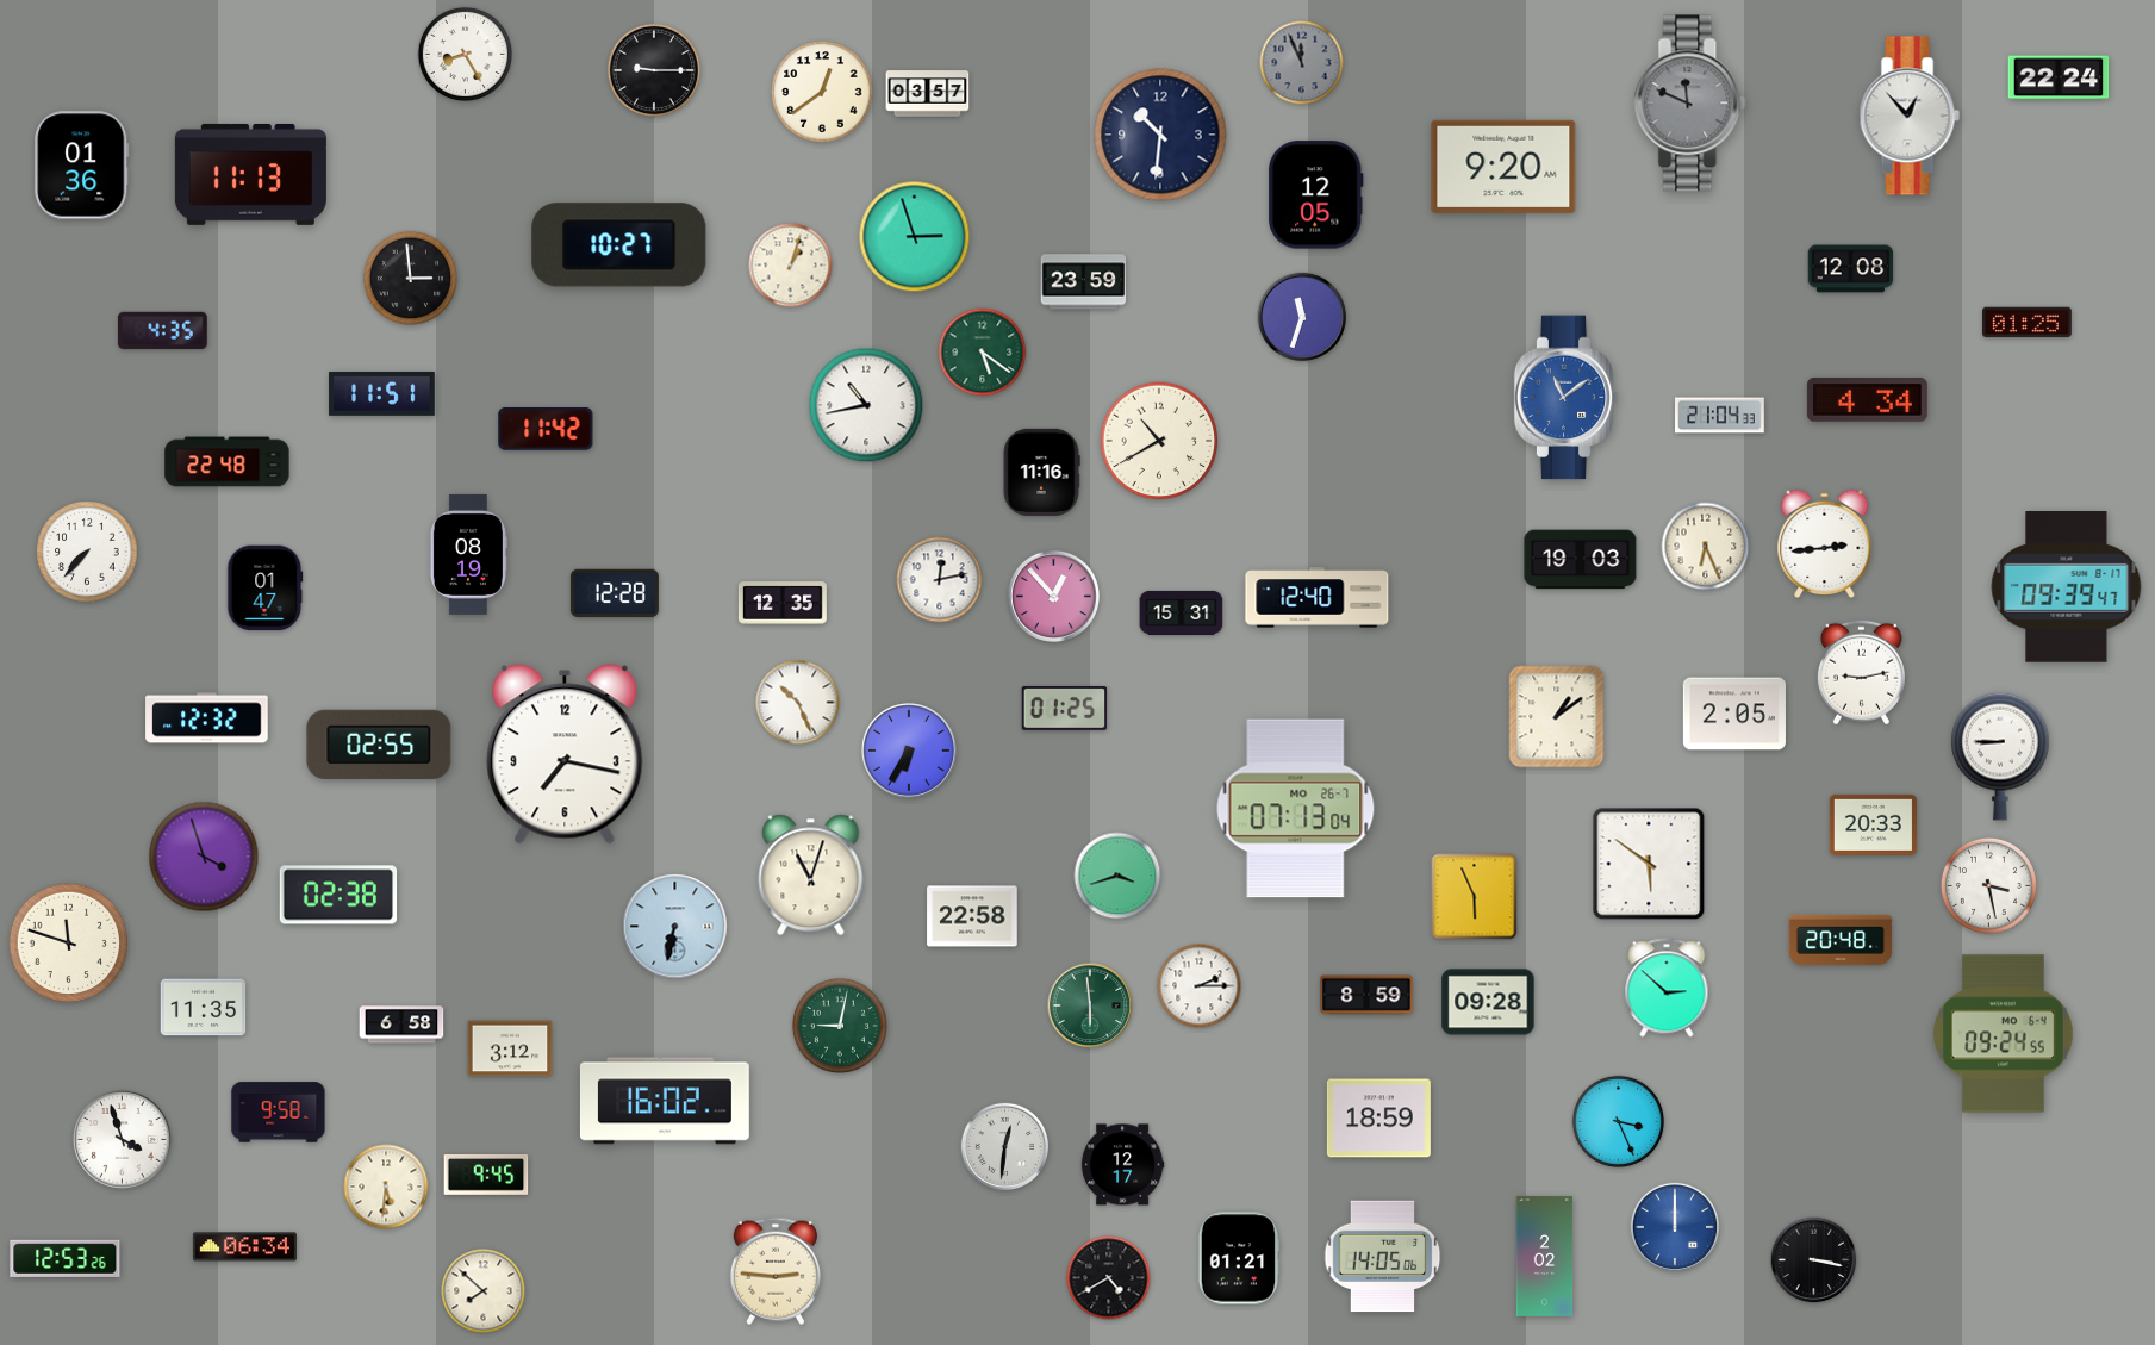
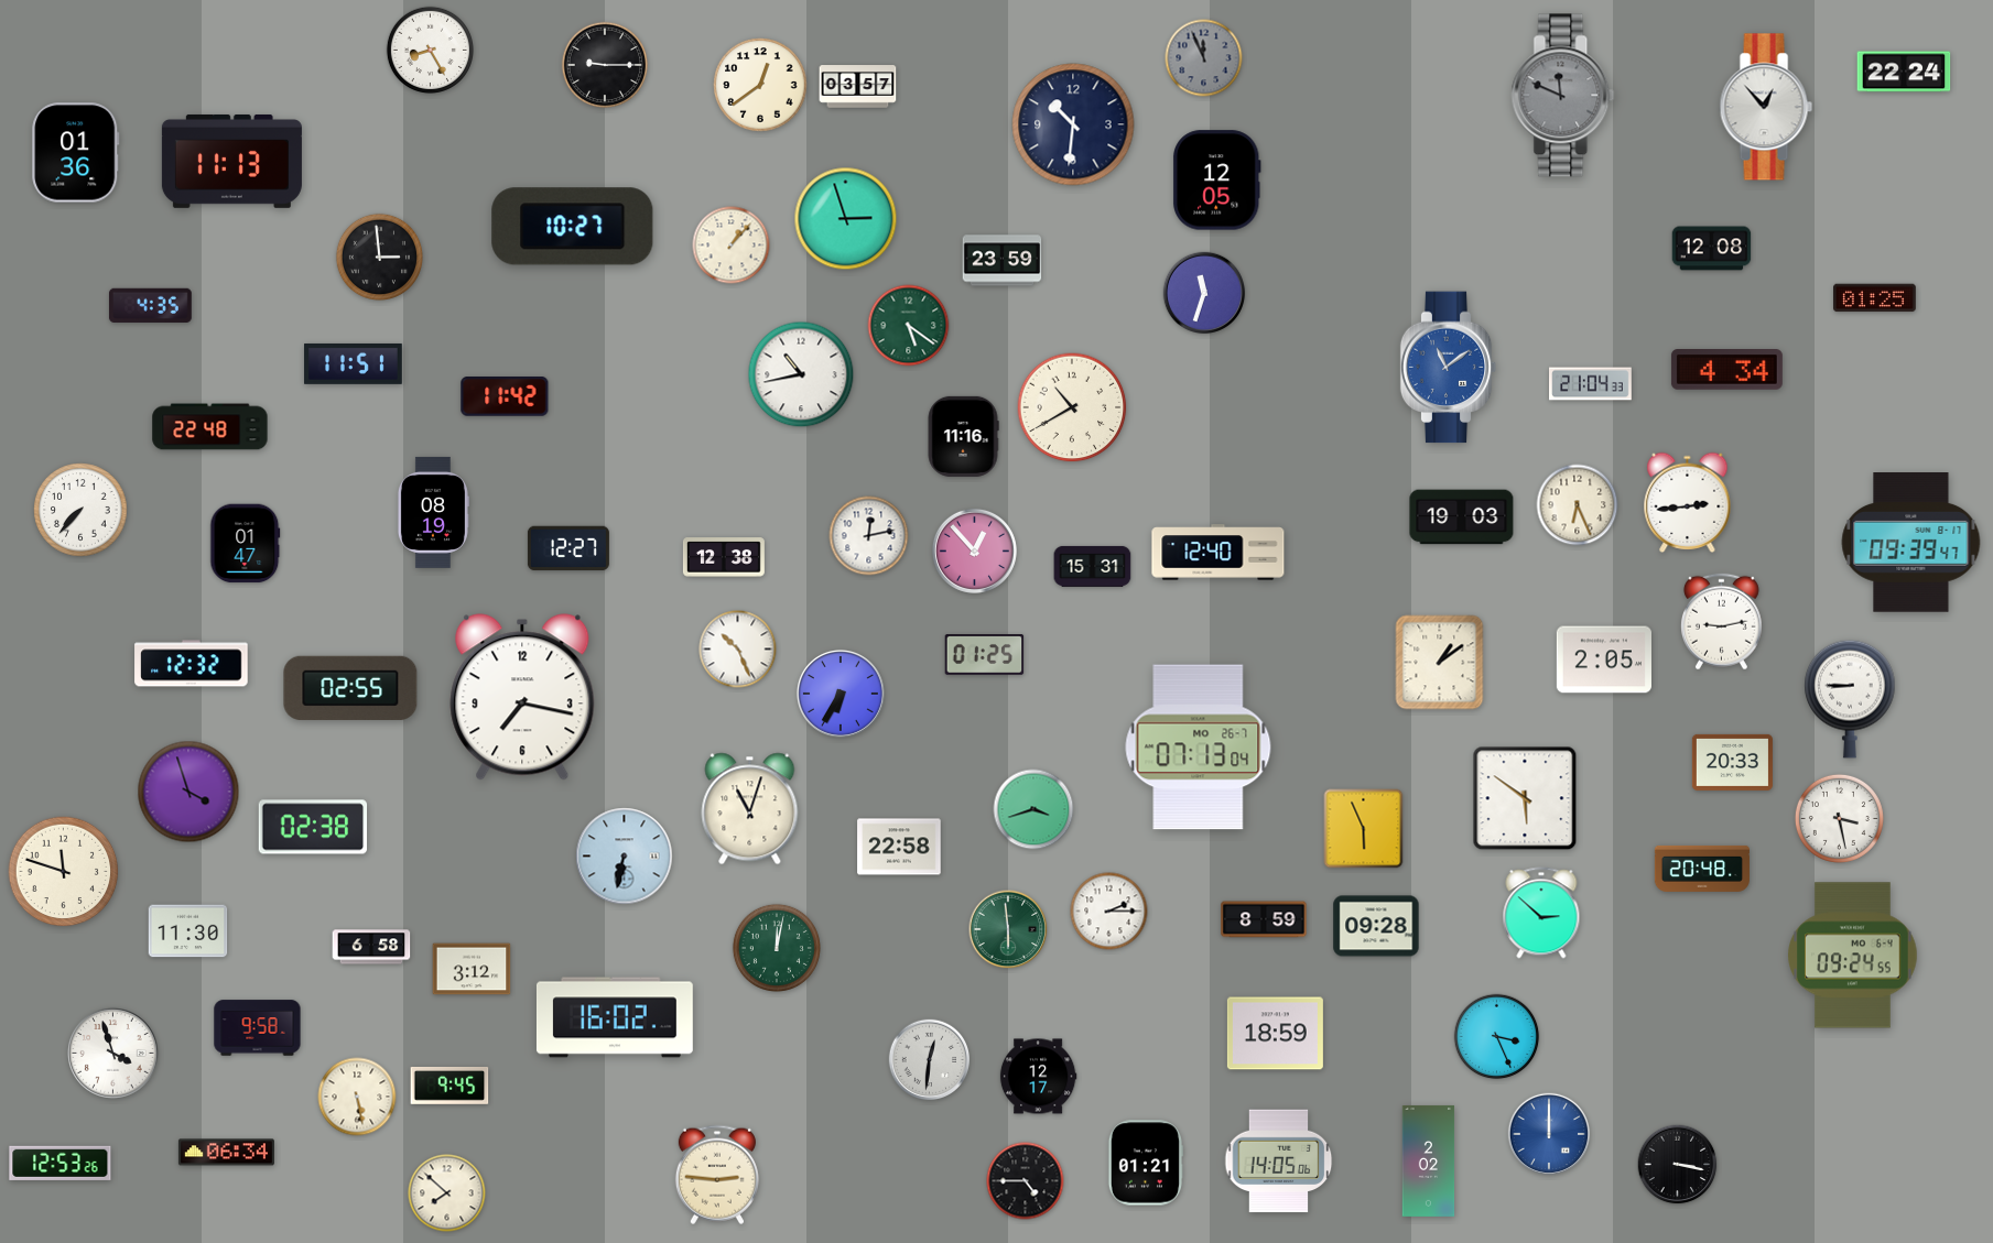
clock at (1503, 167): 9:20 -> none
clock at (791, 266): 1:03 -> 1:07
clock at (615, 593): 12:28 -> 12:27
clock at (783, 603): 12:35 -> 12:38
clock at (204, 1008): 11:35 -> 11:30
clock at (840, 1026): 9:02 -> 12:02
clock at (386, 1187): 5:31 -> 5:28
clock at (1109, 1278): 4:40 -> 4:45
